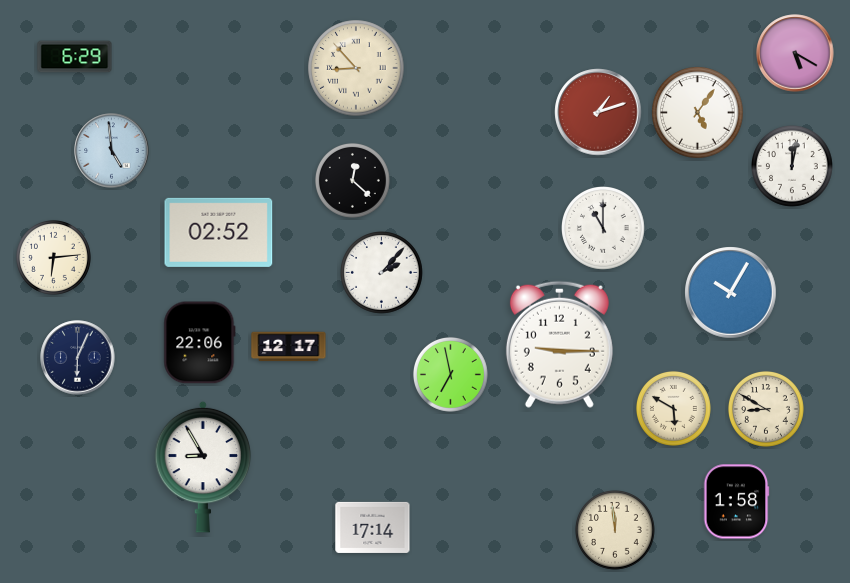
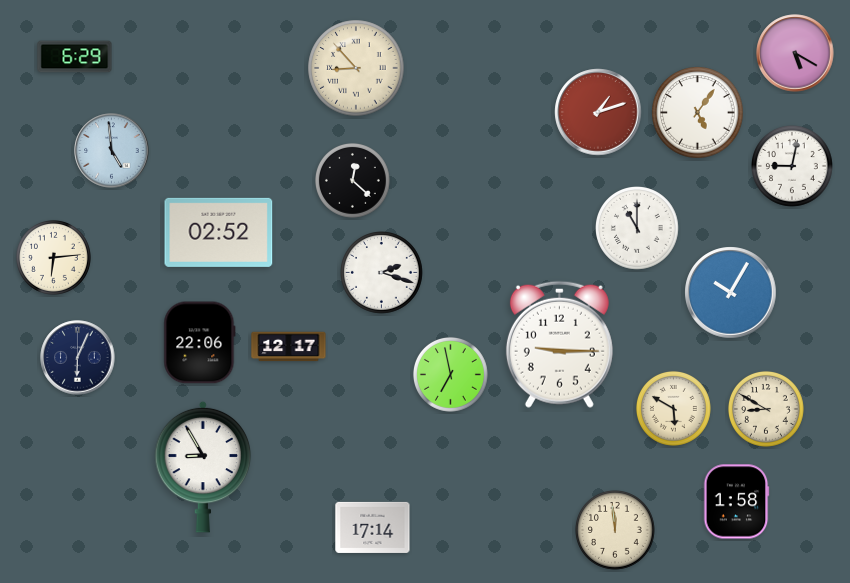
clock at (793, 167): 12:02 -> 9:02
clock at (603, 228) position: (603, 228) -> (637, 228)
clock at (382, 273): 2:07 -> 2:18
